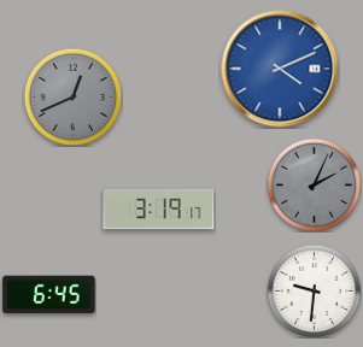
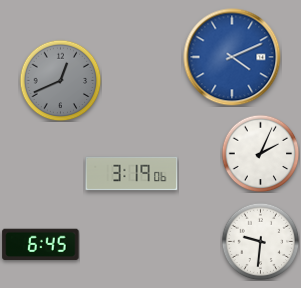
clock at (314, 184) dial: grey -> white
clock at (159, 210): 3:19:17 -> 3:19:06
